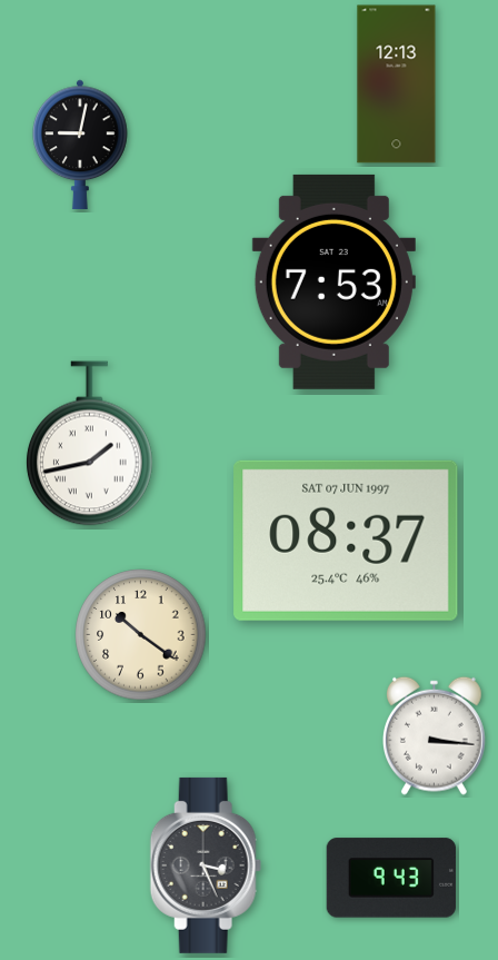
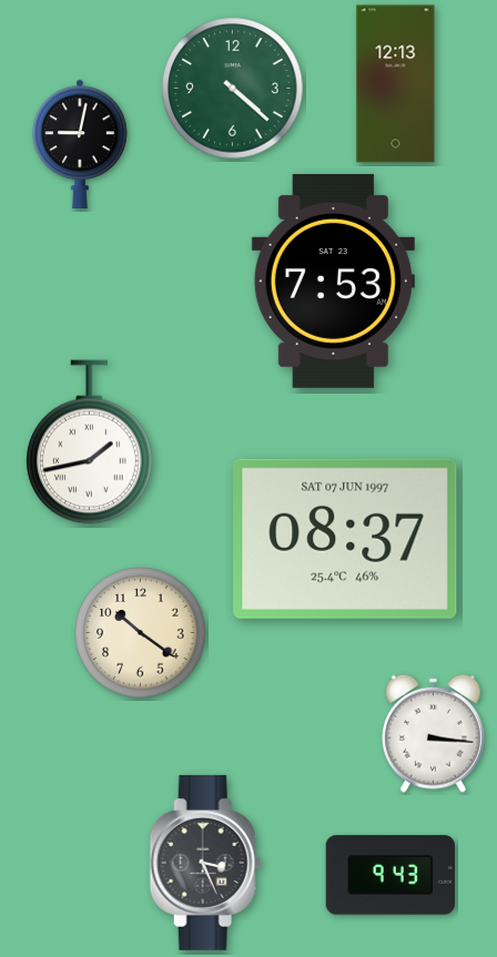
clock at (233, 89): none -> 4:22
